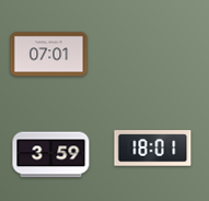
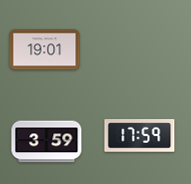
clock at (49, 55): 07:01 -> 19:01
clock at (153, 149): 18:01 -> 17:59
